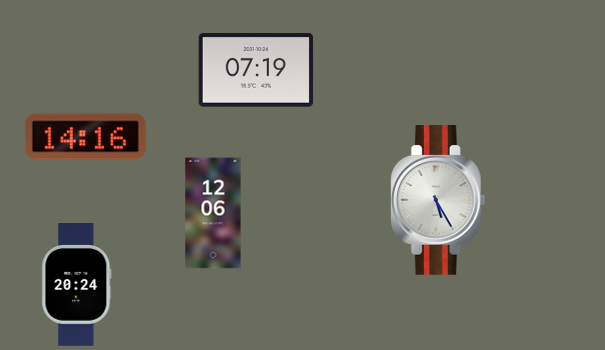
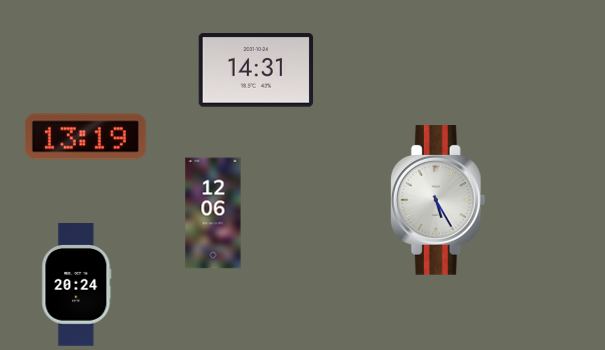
clock at (256, 70): 07:19 -> 14:31
clock at (85, 137): 14:16 -> 13:19
